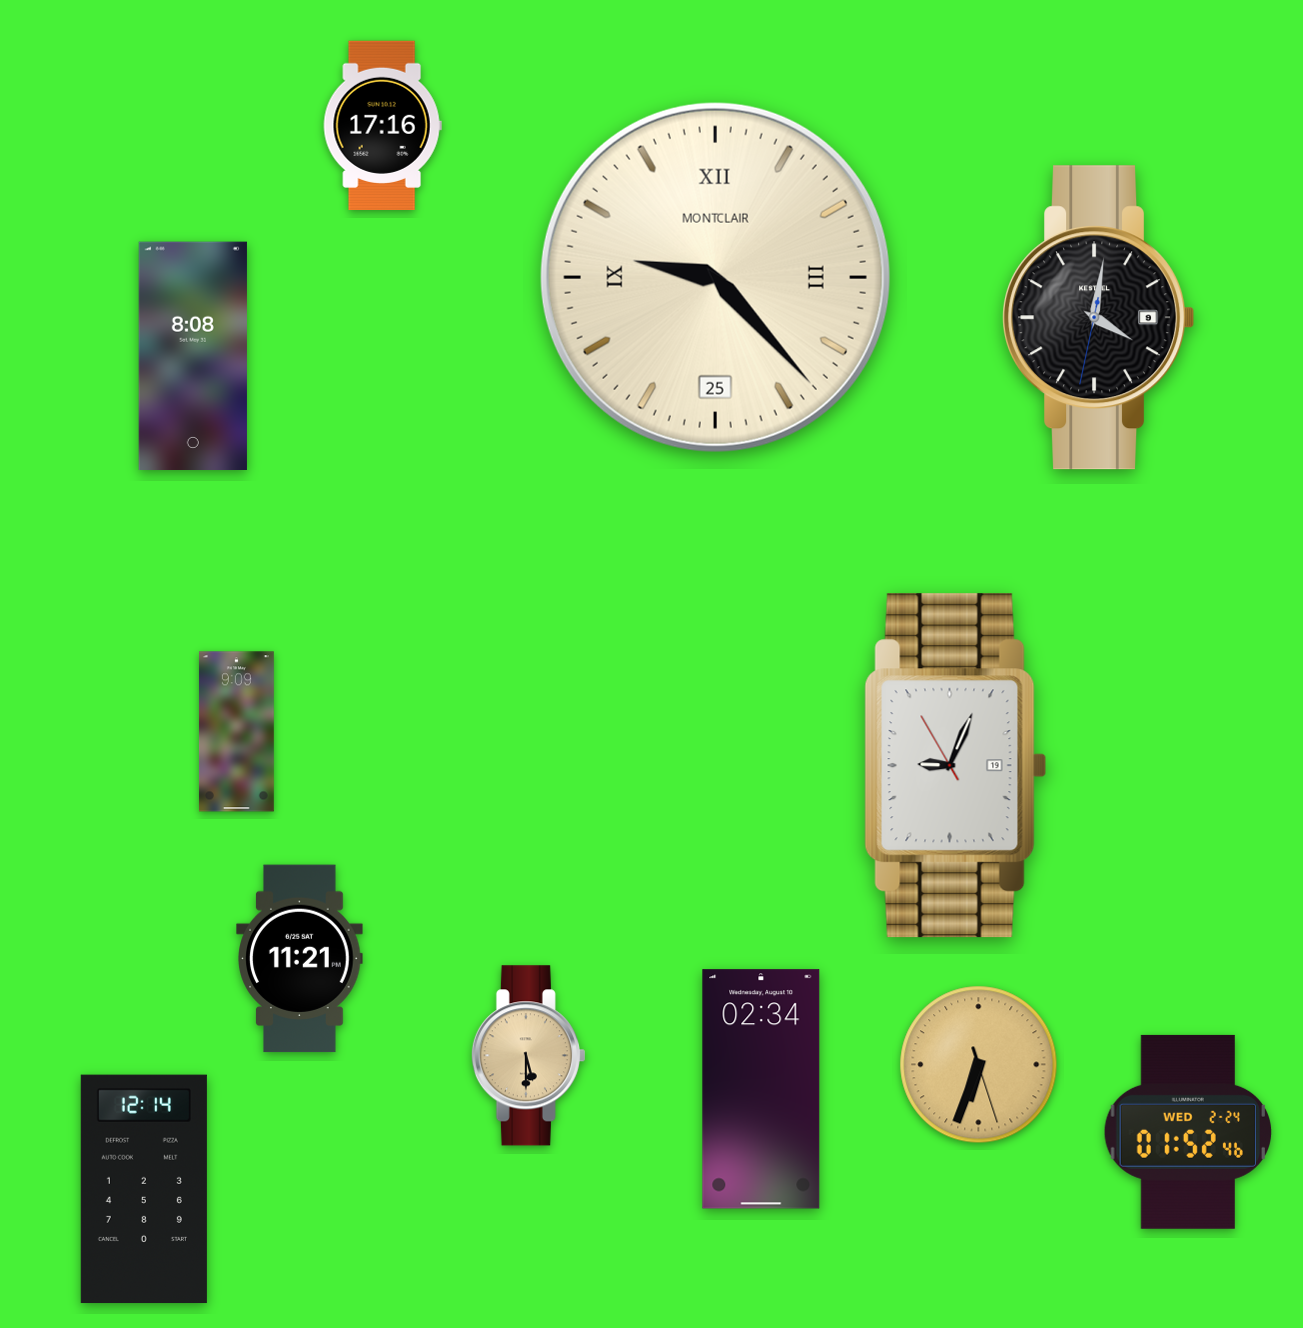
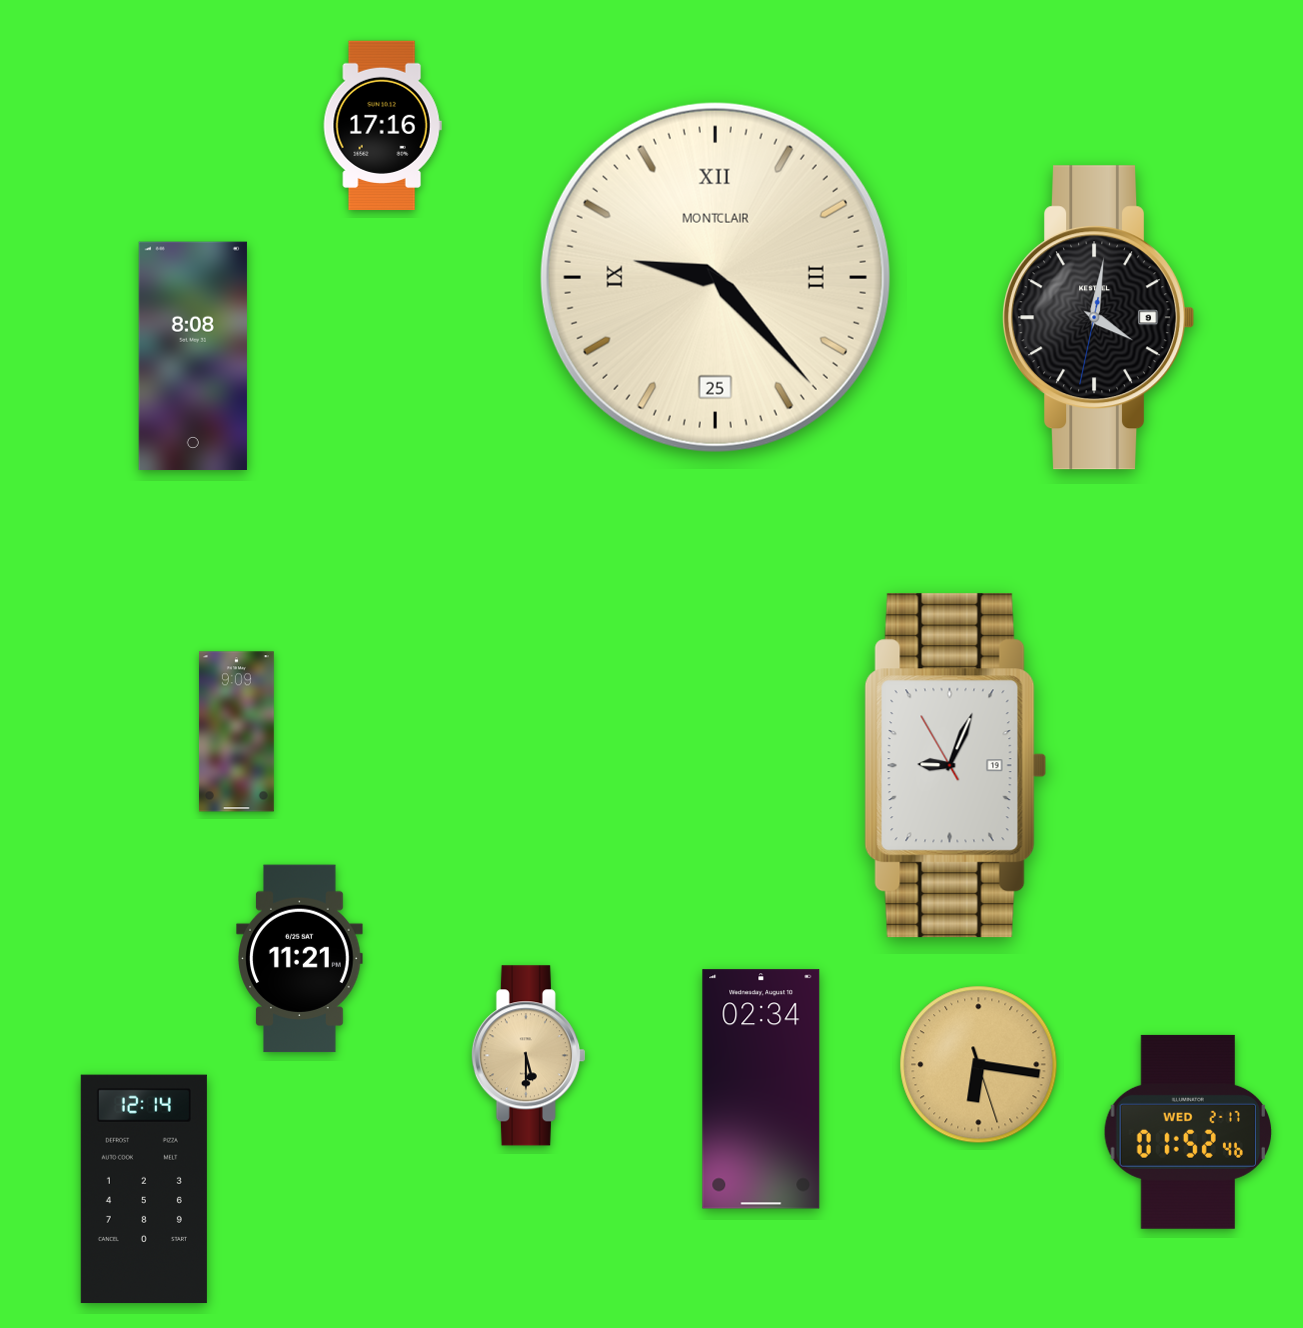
clock at (979, 1065): 6:33 -> 6:16
clock at (1187, 1132) date: WED 2-24 -> WED 2-17
